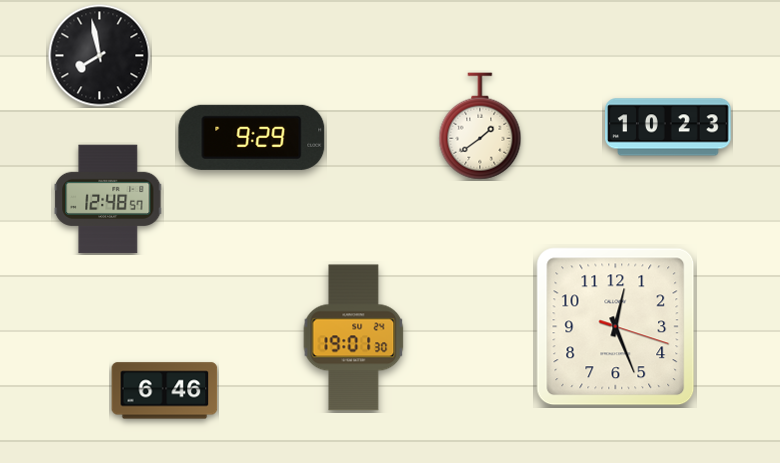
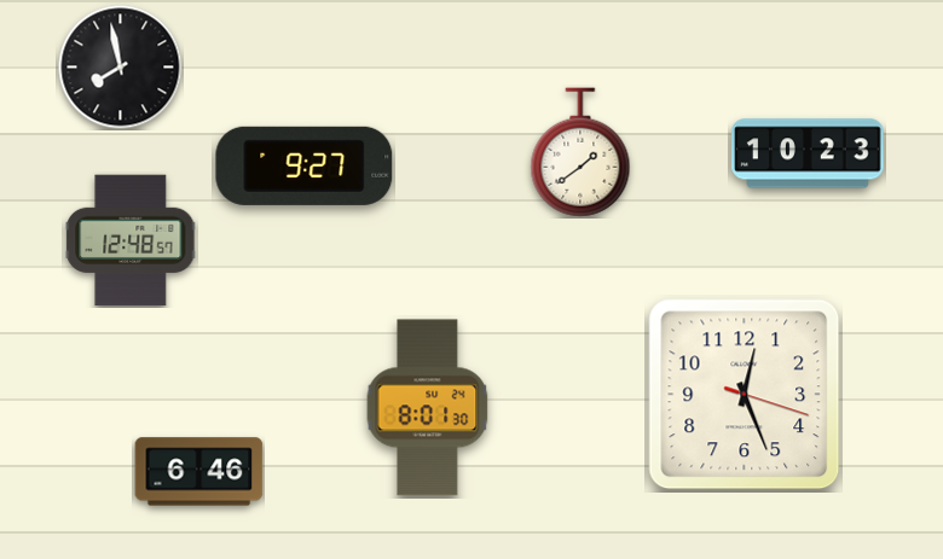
clock at (252, 137): 9:29 -> 9:27
clock at (354, 338): 19:01 -> 8:01
